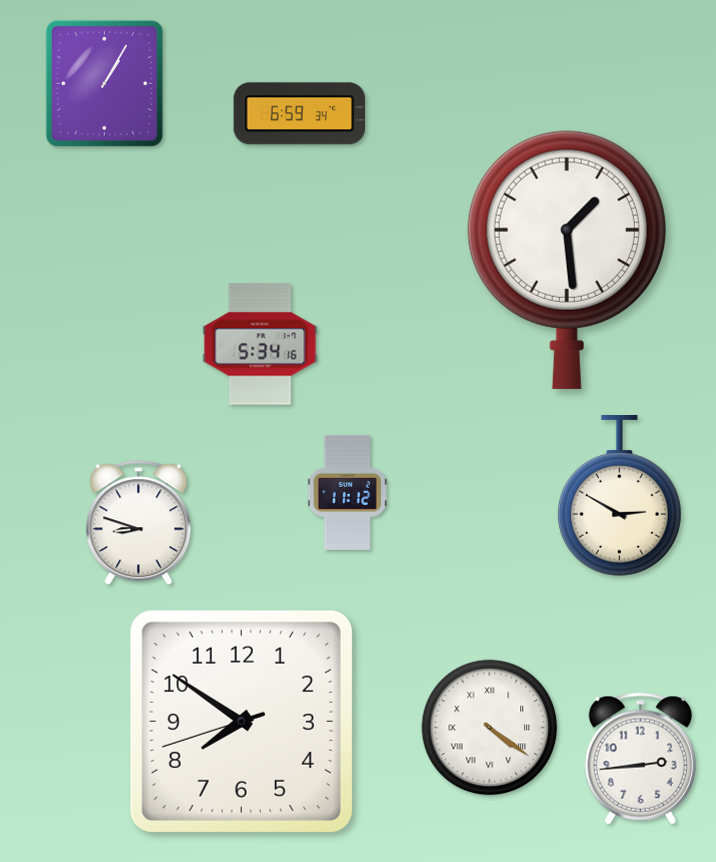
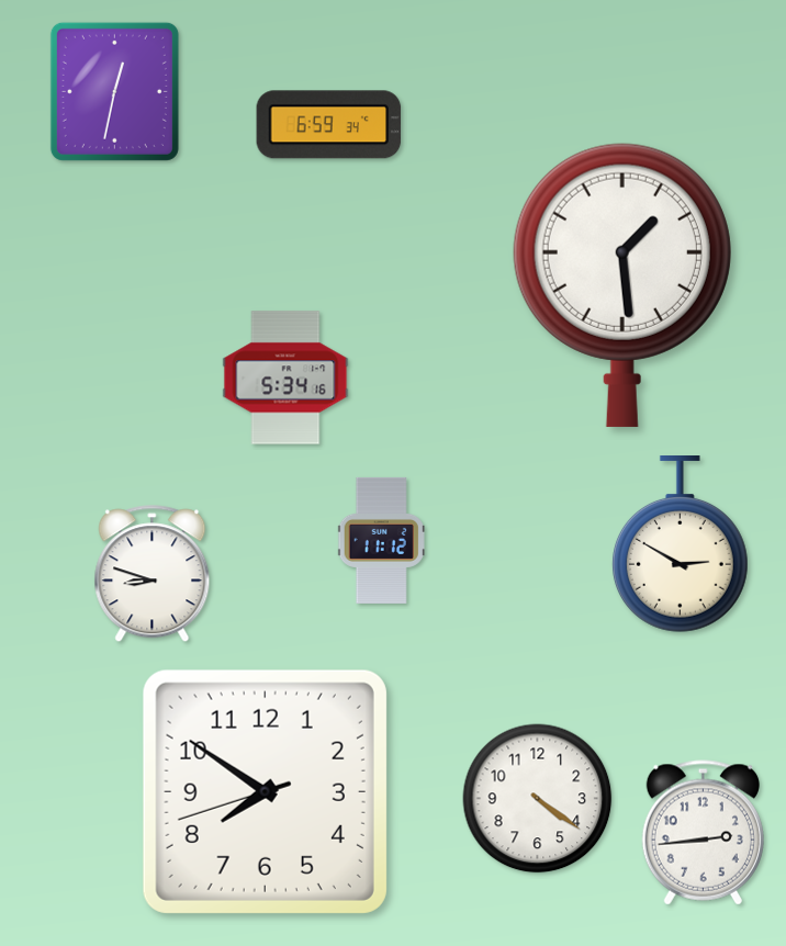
clock at (104, 83): 1:05 -> 12:32
clock at (490, 728) numerals: Roman -> Arabic
